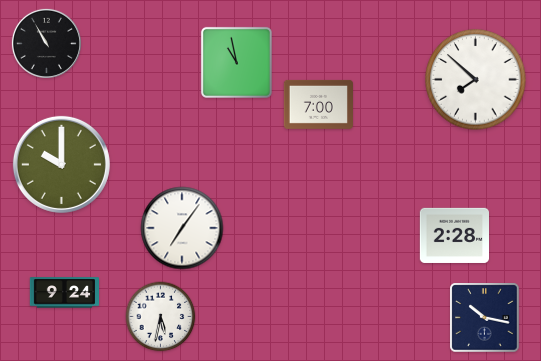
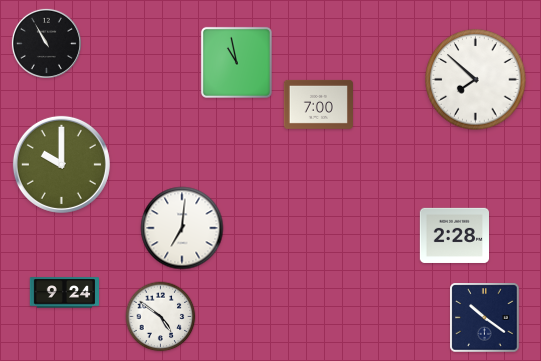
clock at (182, 228): 7:06 -> 7:01
clock at (161, 317): 5:32 -> 4:51
clock at (485, 318): 10:17 -> 10:21
